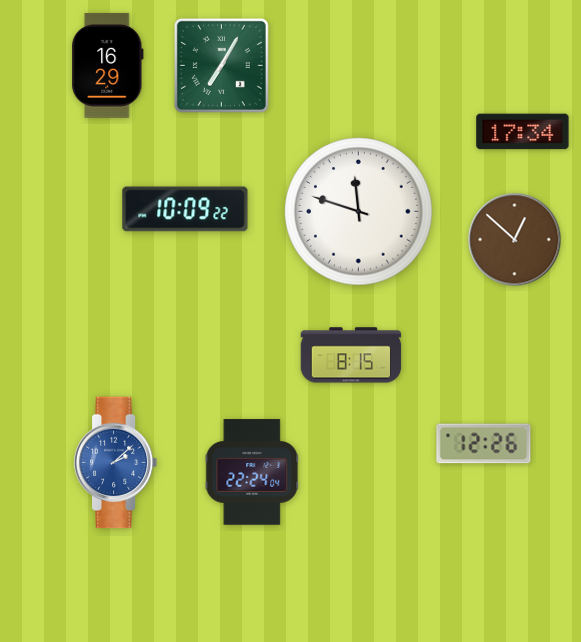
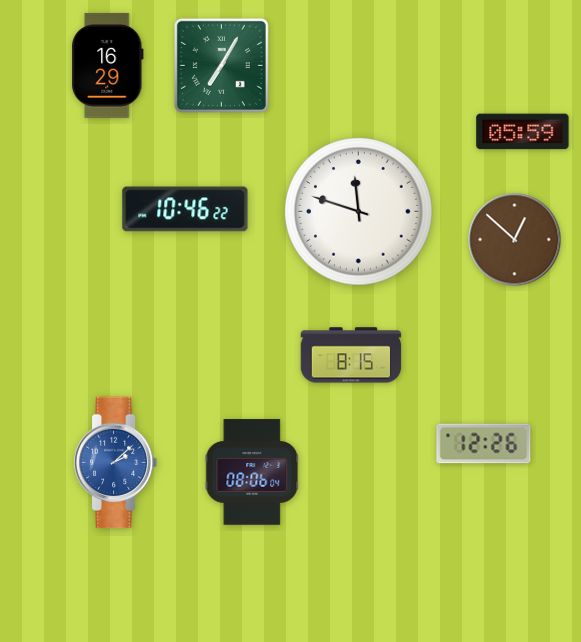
clock at (523, 132): 17:34 -> 05:59
clock at (185, 209): 10:09 -> 10:46
clock at (252, 472): 22:24 -> 08:06
